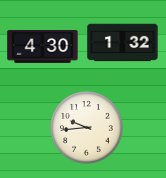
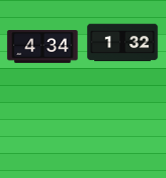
clock at (43, 47): 4:30 -> 4:34
clock at (87, 128): 9:44 -> none
